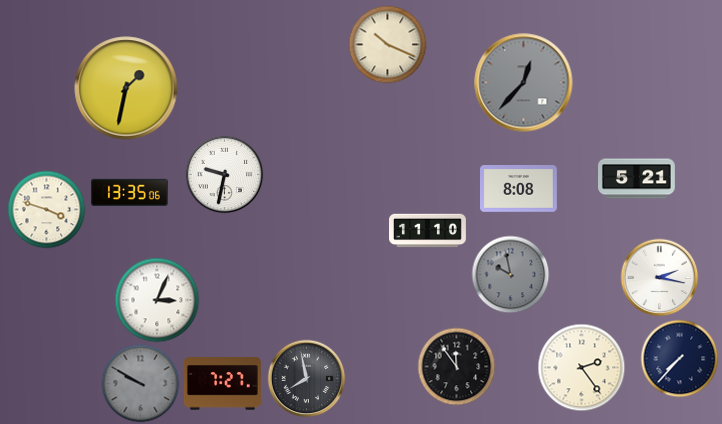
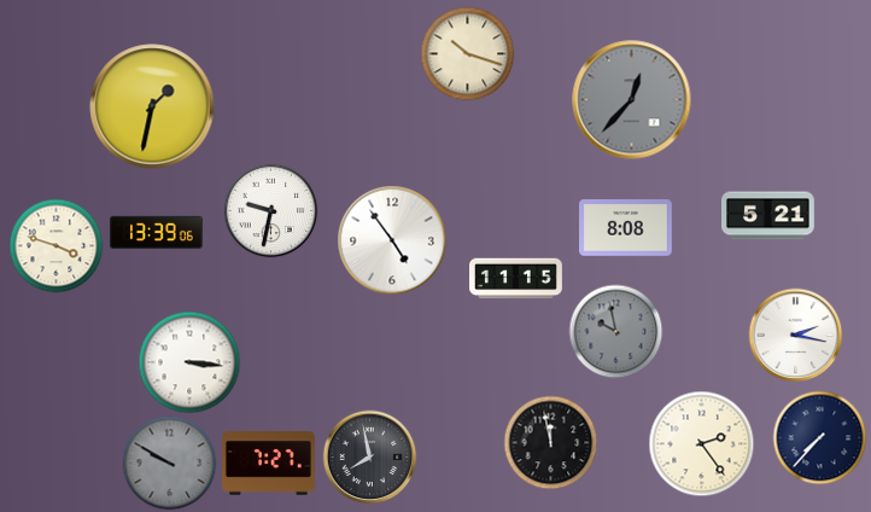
clock at (387, 44): 10:19 -> 10:18
clock at (130, 192): 13:35 -> 13:39
clock at (392, 240): none -> 4:54
clock at (46, 209) position: (46, 209) -> (55, 245)
clock at (428, 231): 11:10 -> 11:15
clock at (157, 300): 3:04 -> 3:16
clock at (679, 358) position: (679, 358) -> (819, 437)
clock at (456, 366): 11:54 -> 11:58
